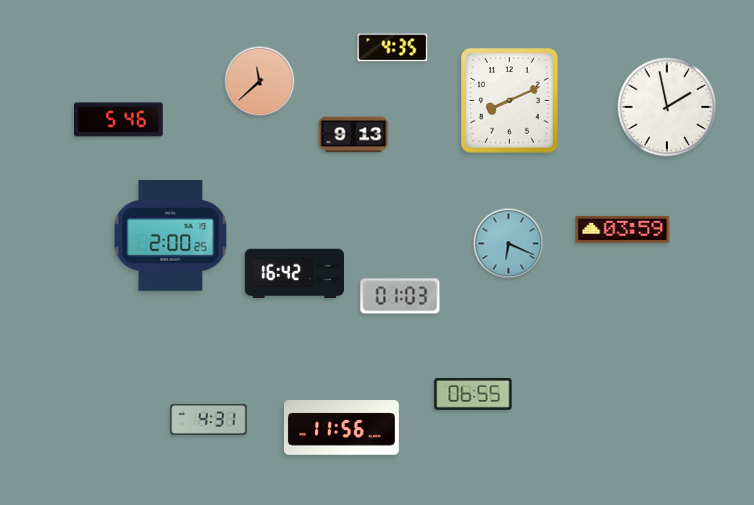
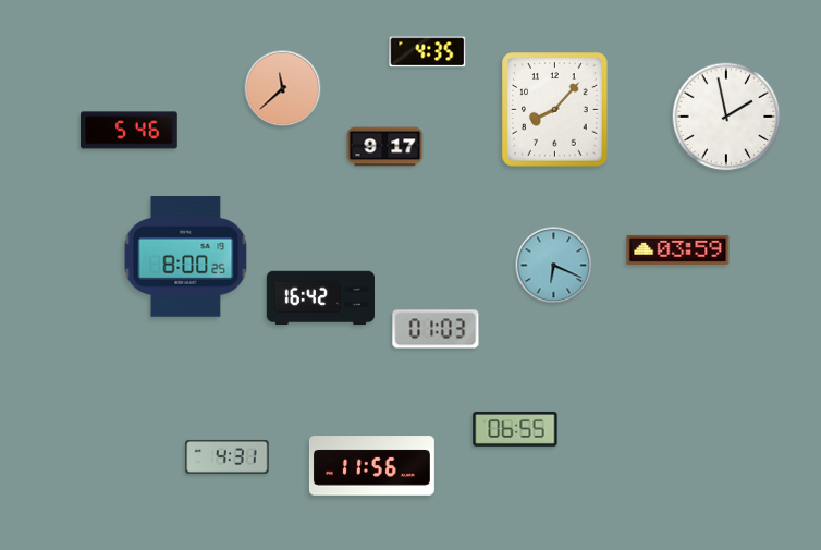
clock at (510, 101): 8:11 -> 8:07
clock at (354, 135): 9:13 -> 9:17
clock at (171, 236): 2:00 -> 8:00
clock at (400, 296) position: (400, 296) -> (436, 329)
